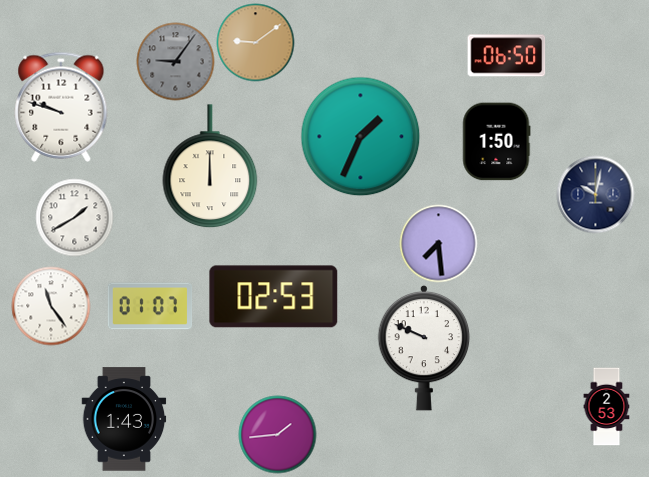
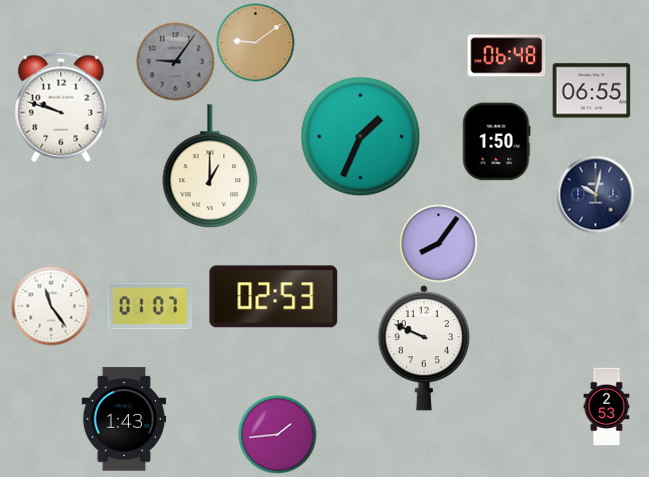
clock at (506, 56): 06:50 -> 06:48
clock at (591, 91): none -> 06:55
clock at (210, 166): 12:00 -> 1:00
clock at (74, 217): 1:40 -> none
clock at (438, 243): 7:29 -> 8:06
